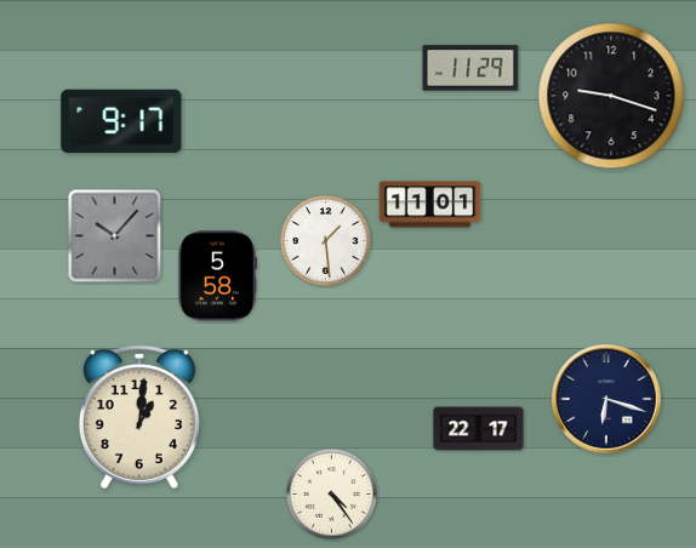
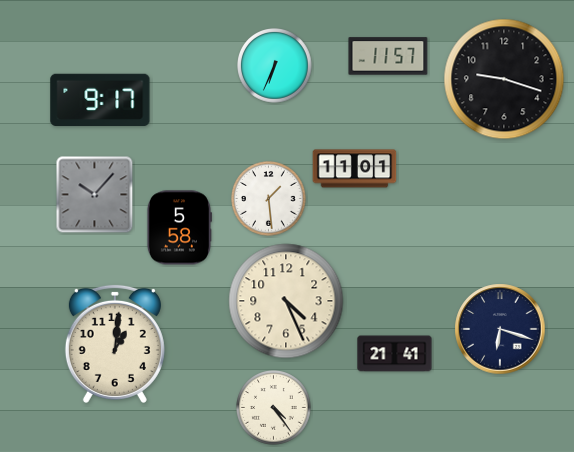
clock at (470, 68): 11:29 -> 11:57
clock at (275, 66): none -> 6:34
clock at (286, 301): none -> 4:26
clock at (479, 429): 22:17 -> 21:41
